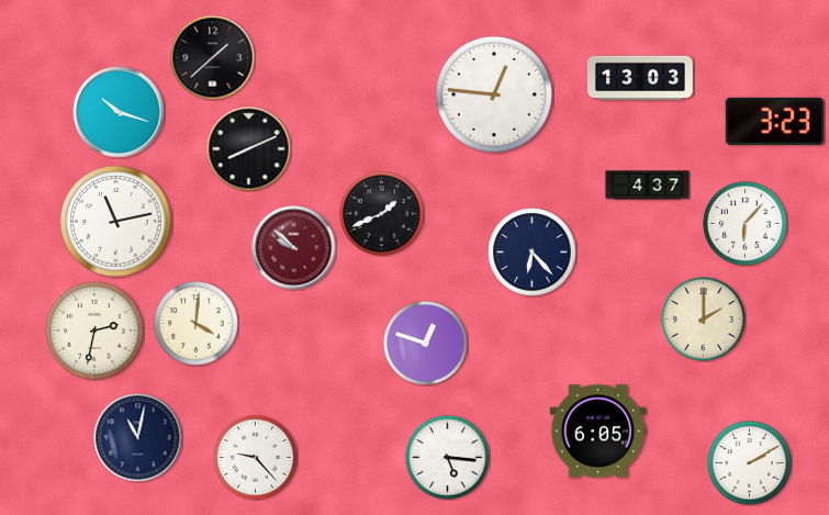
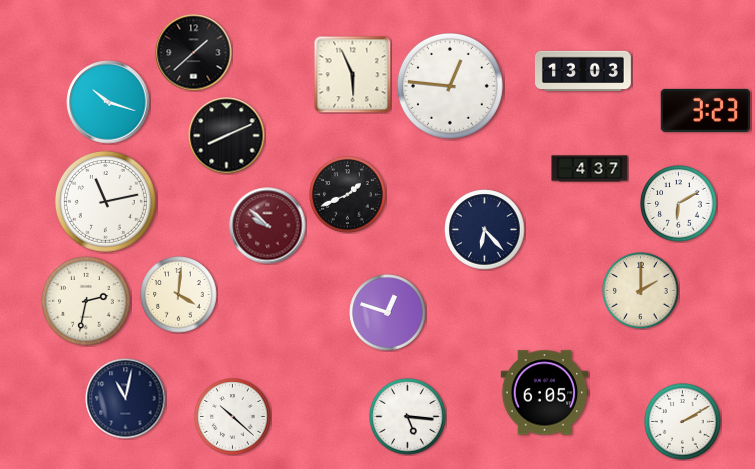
clock at (352, 74): none -> 5:56
clock at (746, 224): 6:07 -> 6:10
clock at (256, 458): 9:23 -> 10:22
